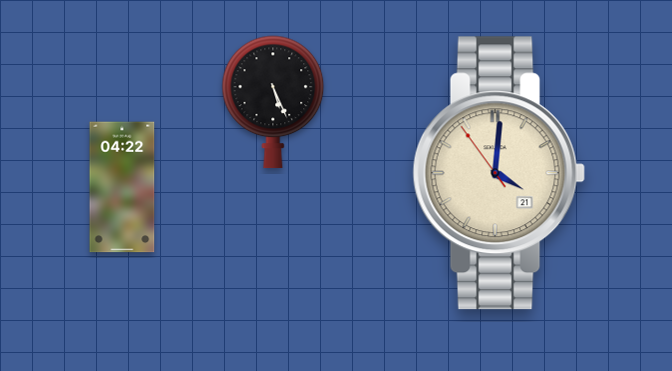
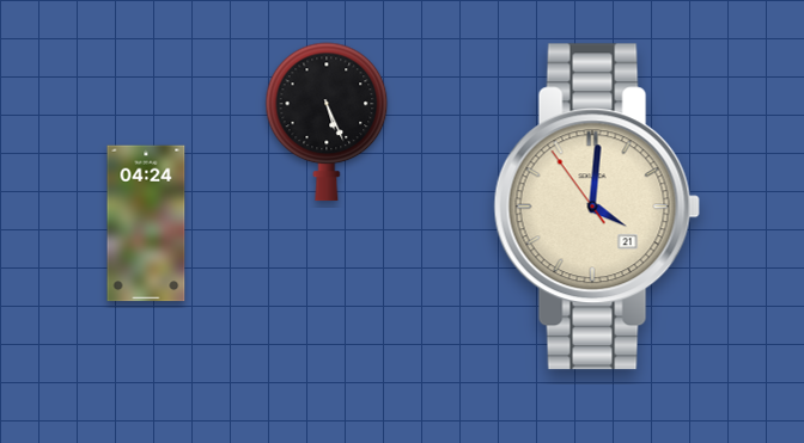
clock at (122, 187): 04:22 -> 04:24
